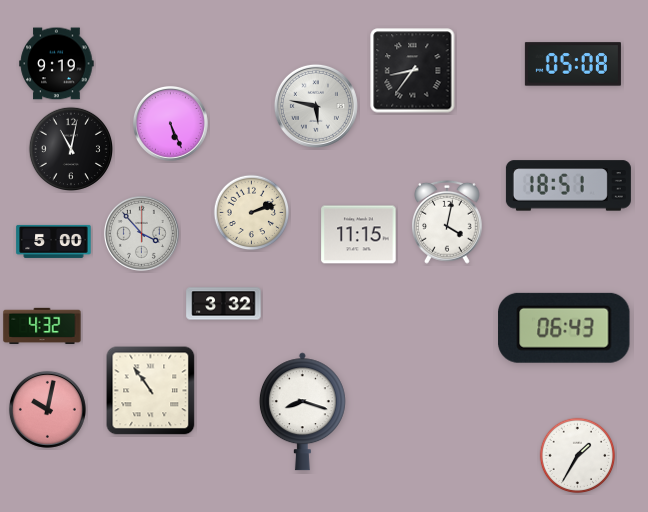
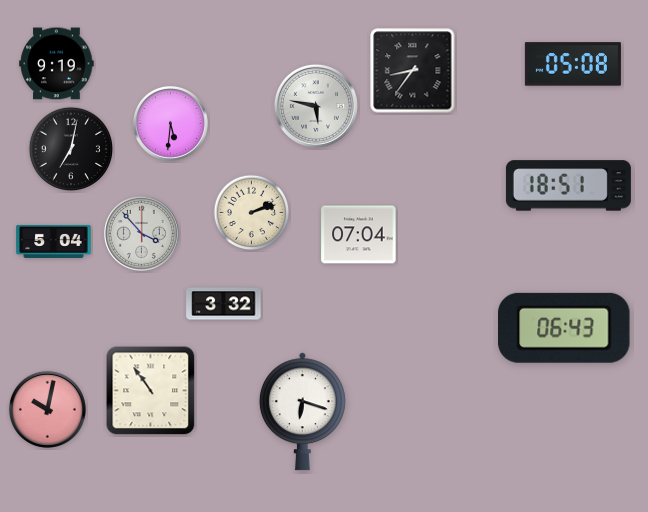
clock at (170, 123): 5:26 -> 5:31
clock at (70, 148): 11:02 -> 7:02
clock at (448, 222): 4:02 -> none
clock at (359, 235): 11:15 -> 07:04
clock at (54, 241): 5:00 -> 5:04
clock at (42, 325): 4:32 -> none
clock at (302, 412): 8:18 -> 6:18
clock at (578, 456): 1:35 -> none
